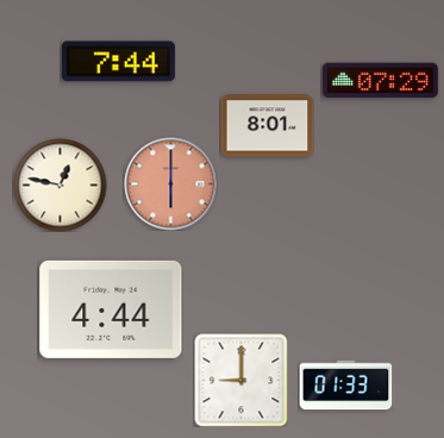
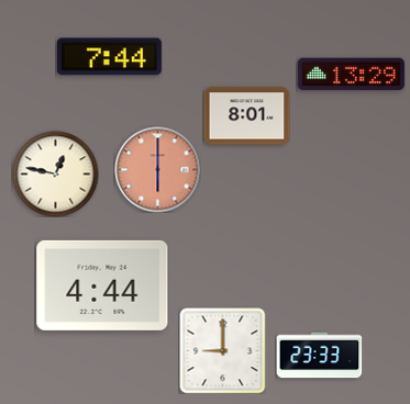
clock at (380, 81): 07:29 -> 13:29
clock at (60, 184) position: (60, 184) -> (55, 173)
clock at (345, 386): 01:33 -> 23:33
